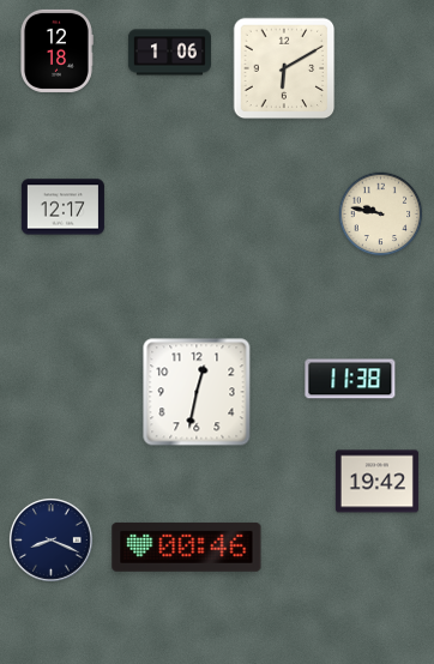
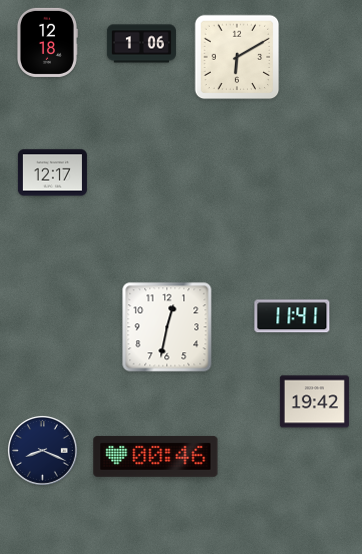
clock at (381, 215): 9:47 -> none
clock at (350, 379): 11:38 -> 11:41
clock at (197, 392) position: (197, 392) -> (167, 327)
